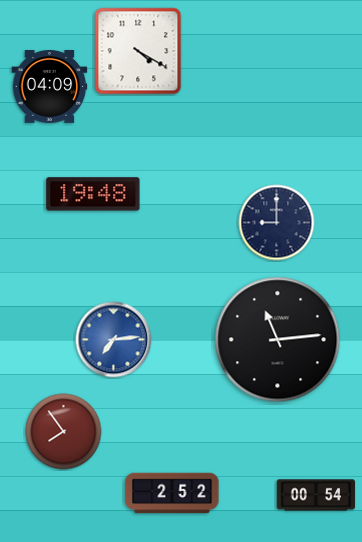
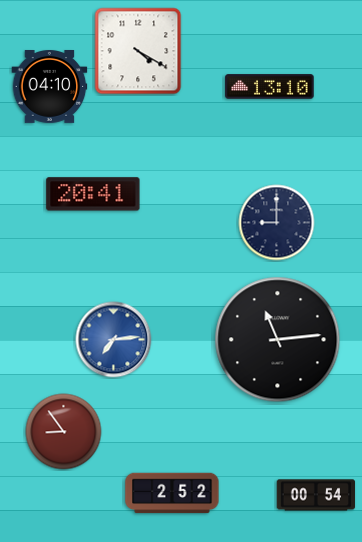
clock at (50, 87): 04:09 -> 04:10
clock at (270, 87): none -> 13:10
clock at (93, 194): 19:48 -> 20:41
clock at (64, 432): 7:54 -> 8:54
